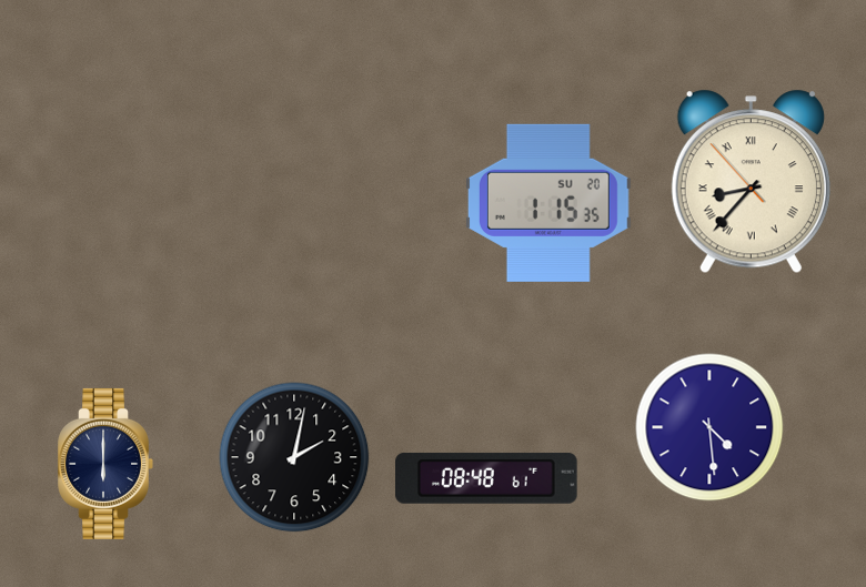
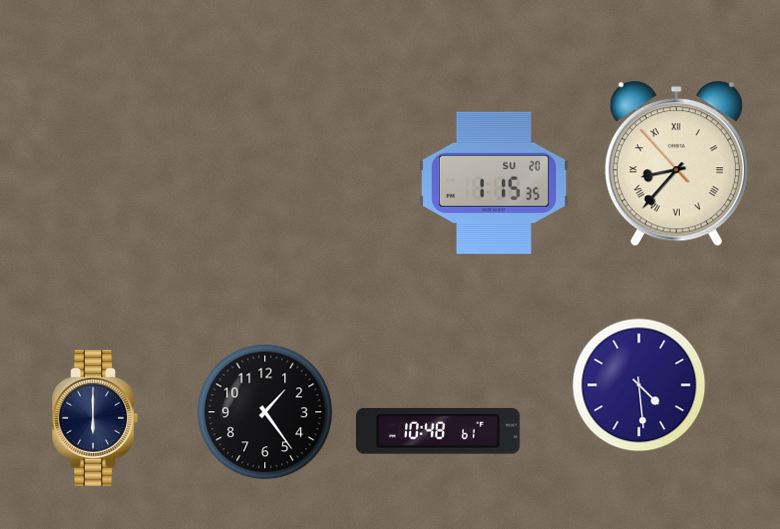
clock at (294, 457): 2:02 -> 1:24
clock at (487, 478): 08:48 -> 10:48
